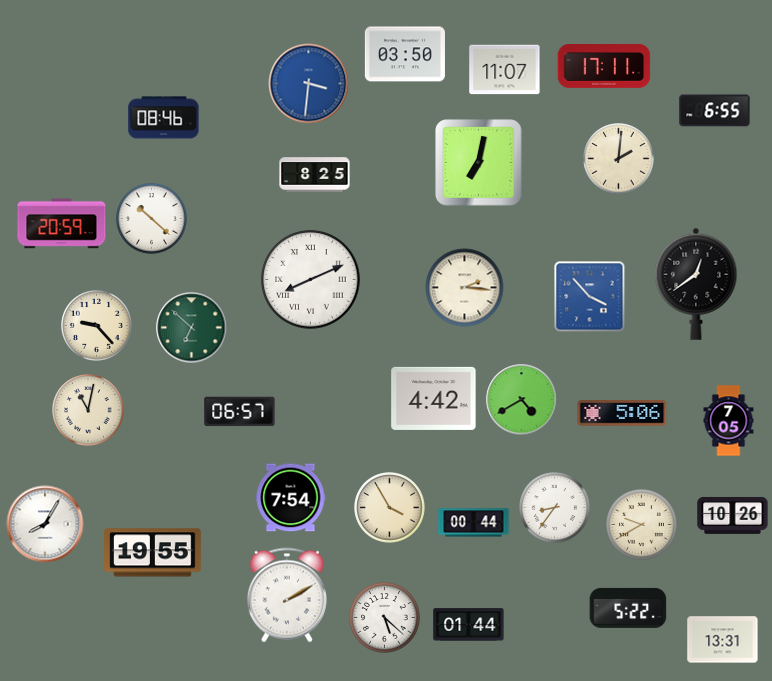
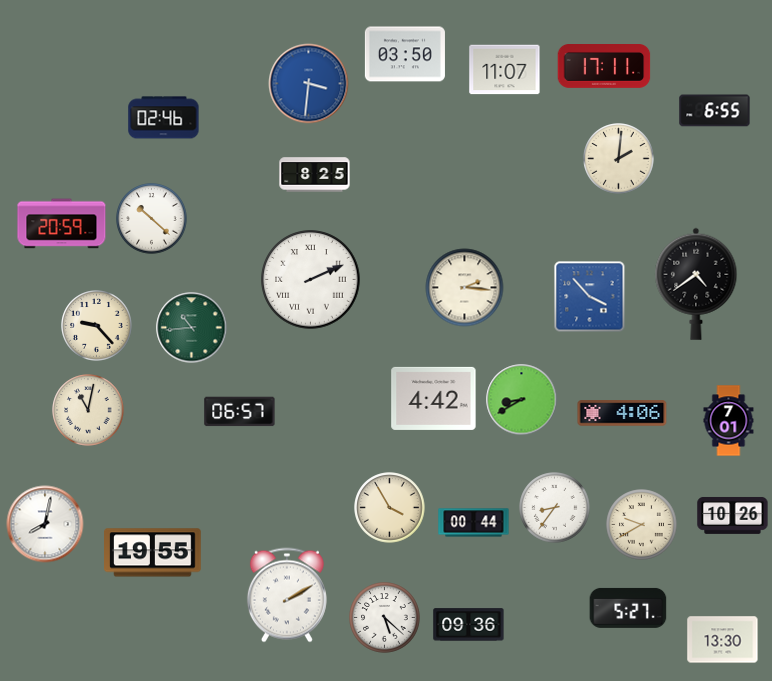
clock at (164, 118): 08:46 -> 02:46
clock at (479, 163): 7:02 -> none
clock at (311, 280): 8:11 -> 2:11
clock at (696, 284): 12:39 -> 4:39
clock at (192, 328): 6:52 -> 10:44
clock at (522, 400): 4:40 -> 8:40
clock at (622, 413): 5:06 -> 4:06
clock at (729, 421): 7:05 -> 7:01
clock at (291, 498): 7:54 -> none
clock at (45, 524): 8:05 -> 8:02
clock at (628, 608): 5:22 -> 5:27
clock at (469, 625): 01:44 -> 09:36
clock at (723, 640): 13:31 -> 13:30
